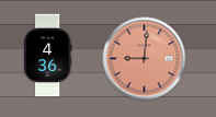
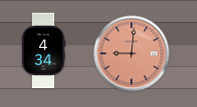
clock at (47, 56): 4:36 -> 4:34
